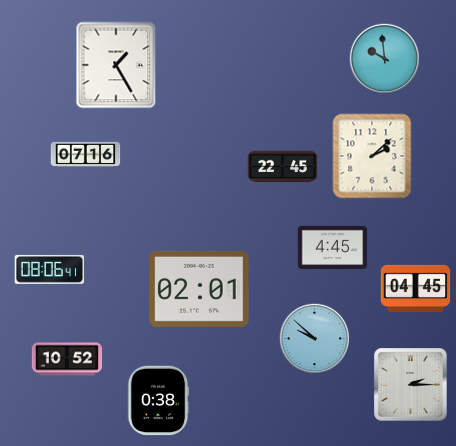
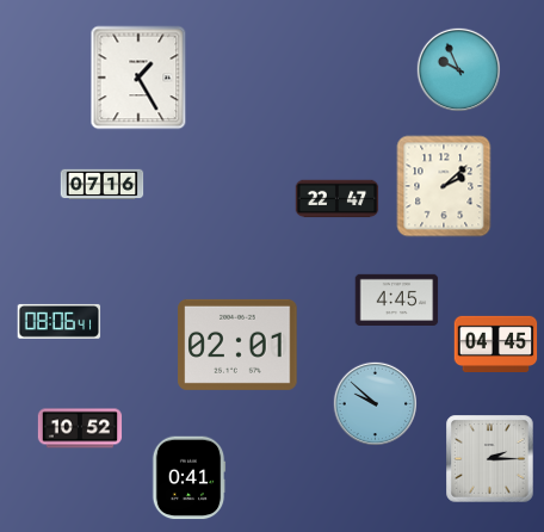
clock at (385, 59): 9:59 -> 9:56
clock at (283, 167): 22:45 -> 22:47
clock at (333, 247) position: (333, 247) -> (397, 299)
clock at (158, 401): 0:38 -> 0:41
